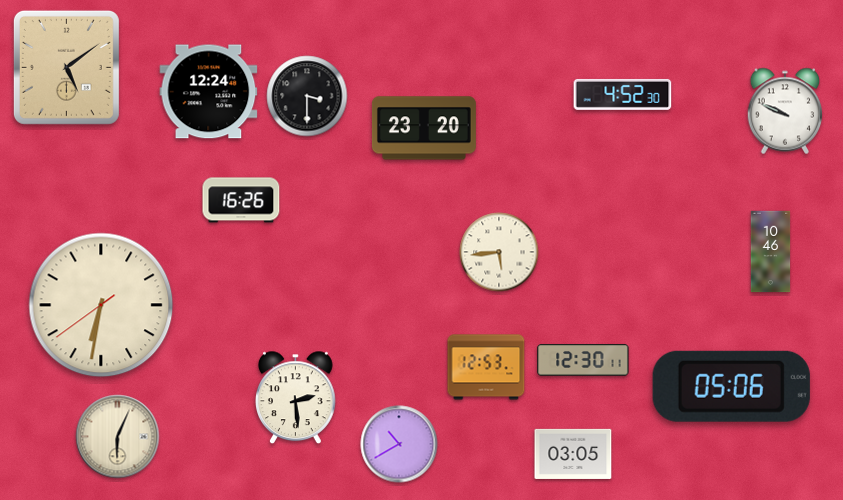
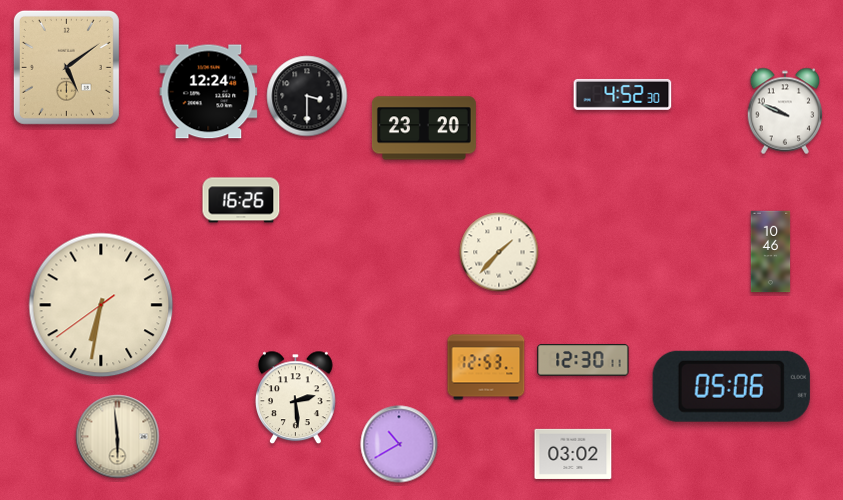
clock at (499, 252): 5:44 -> 1:37
clock at (118, 437): 6:04 -> 5:59
clock at (573, 454): 03:05 -> 03:02
